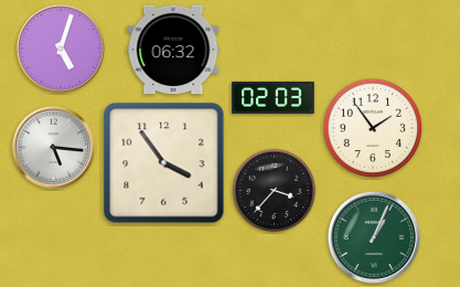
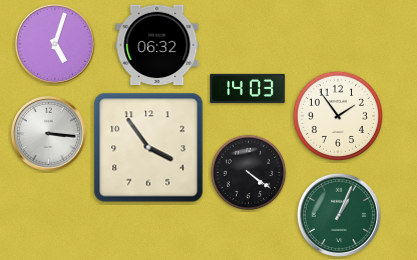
clock at (274, 97): 02:03 -> 14:03
clock at (53, 147): 5:16 -> 3:16
clock at (275, 191): 3:37 -> 4:21
